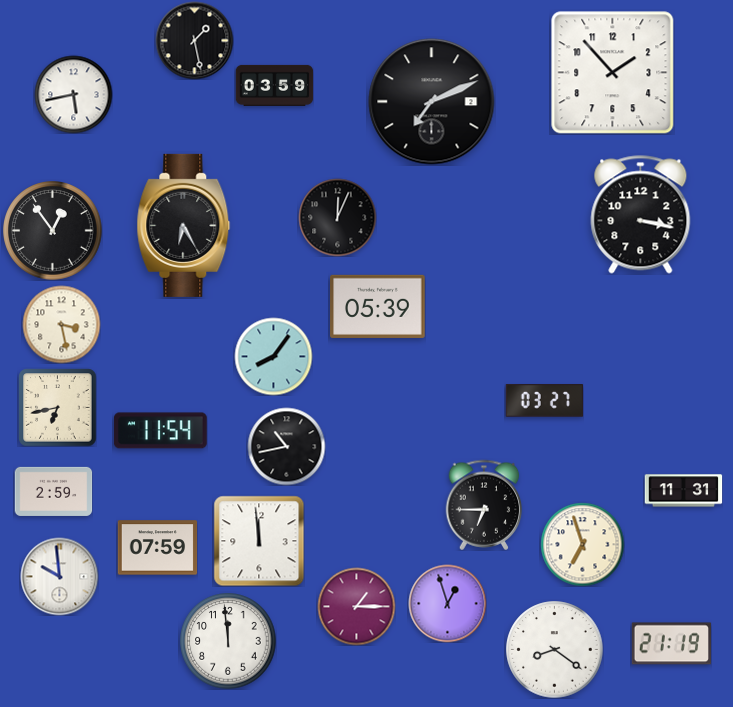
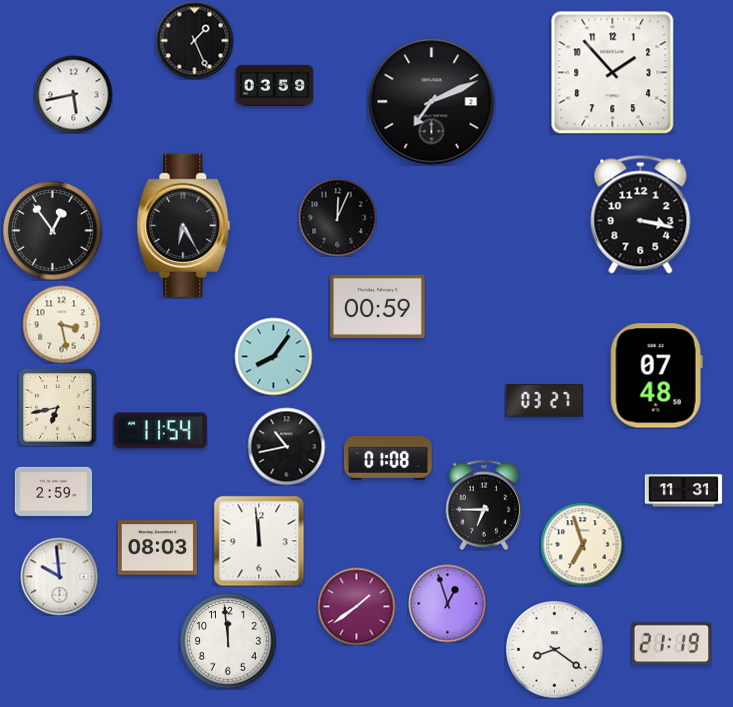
clock at (194, 40): 1:28 -> 1:26
clock at (378, 306): 05:39 -> 00:59
clock at (656, 376): none -> 07:48
clock at (388, 458): none -> 01:08
clock at (157, 548): 07:59 -> 08:03
clock at (356, 606): 1:15 -> 1:39
